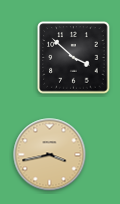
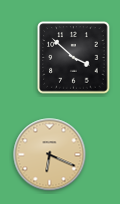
clock at (50, 155): 3:43 -> 6:19
